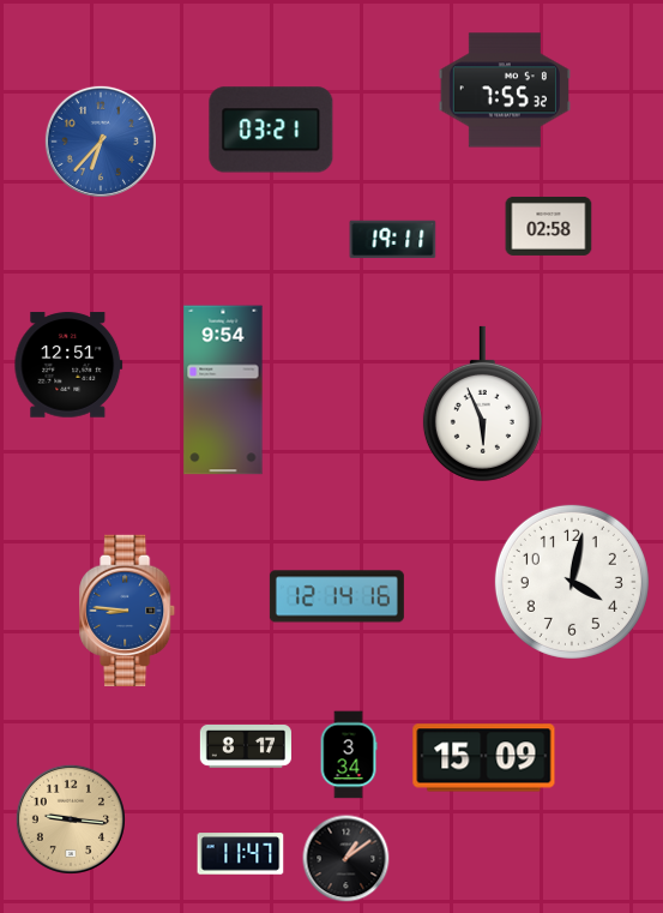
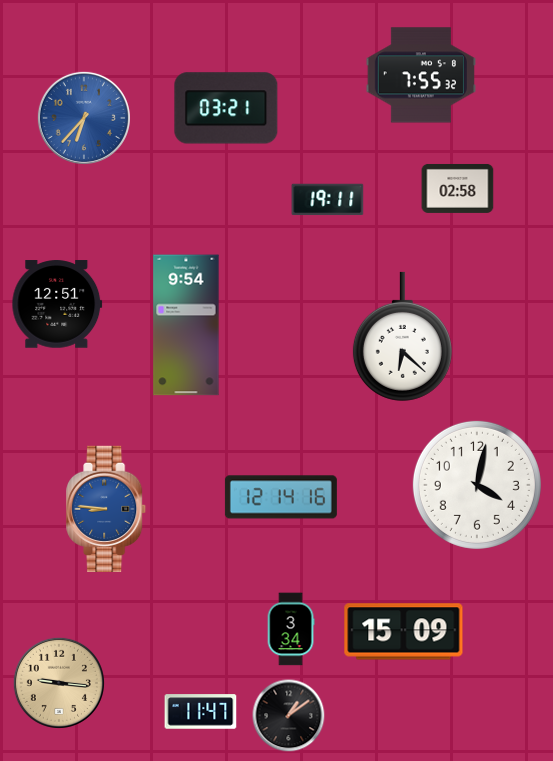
clock at (482, 403): 5:56 -> 6:22
clock at (246, 746): 8:17 -> none
